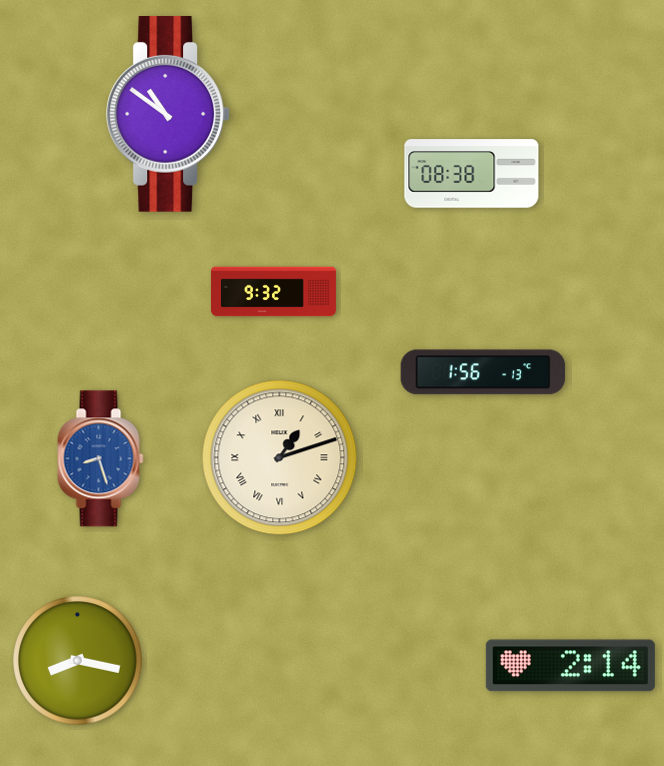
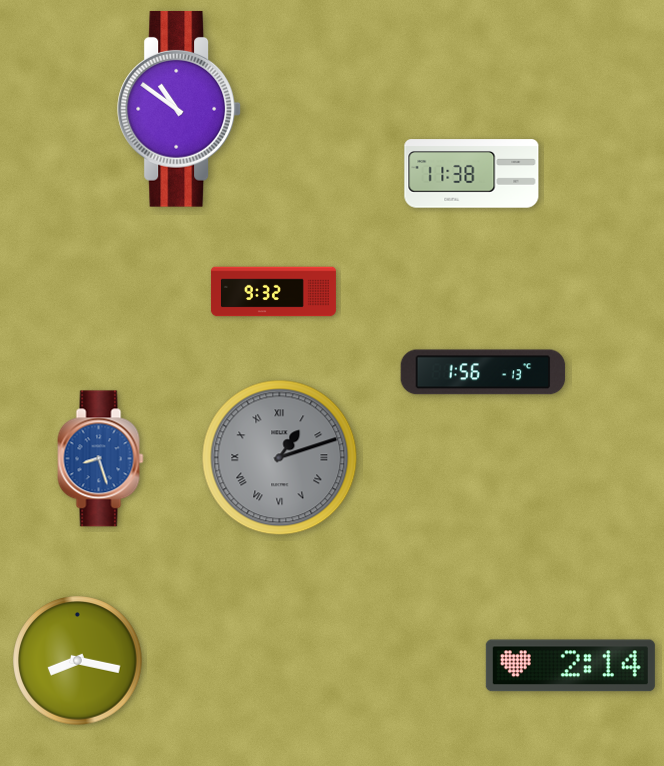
clock at (169, 114) position: (169, 114) -> (180, 109)
clock at (472, 174): 08:38 -> 11:38
clock at (280, 458) dial: cream -> grey
